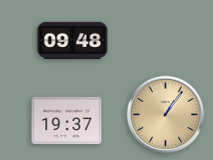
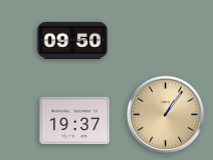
clock at (73, 40): 09:48 -> 09:50
clock at (67, 121) position: (67, 121) -> (75, 121)
